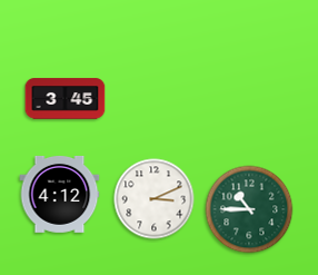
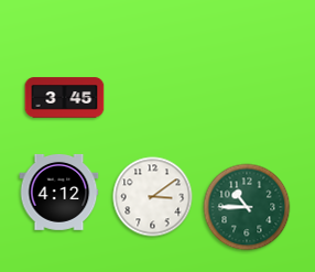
clock at (155, 199): 3:11 -> 3:09
